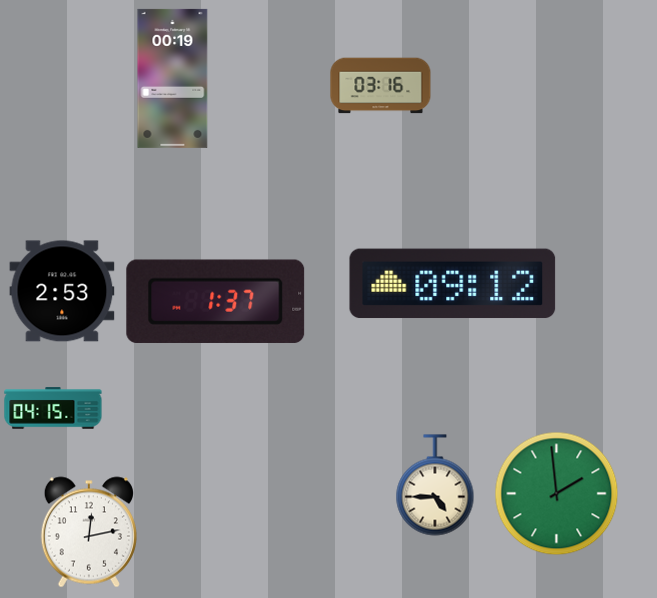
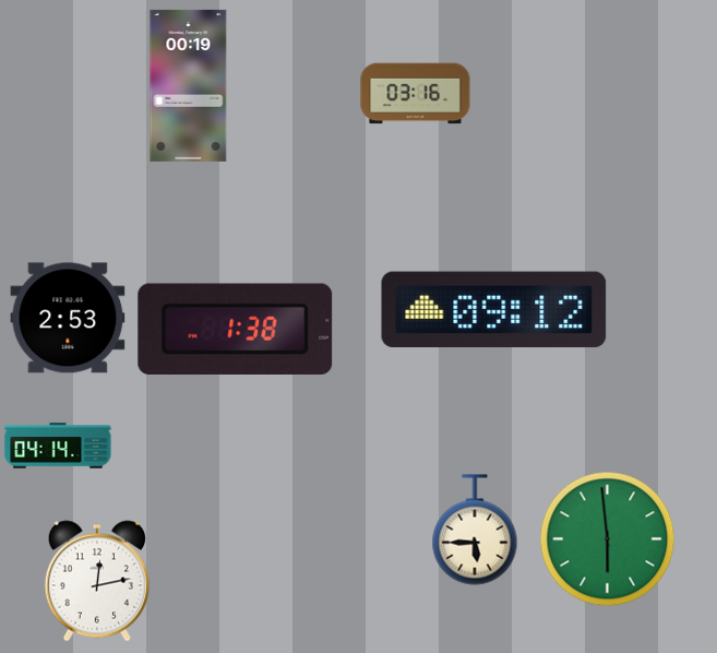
clock at (216, 301): 1:37 -> 1:38
clock at (53, 408): 04:15 -> 04:14
clock at (435, 485): 4:45 -> 5:45
clock at (557, 494): 1:59 -> 5:59
